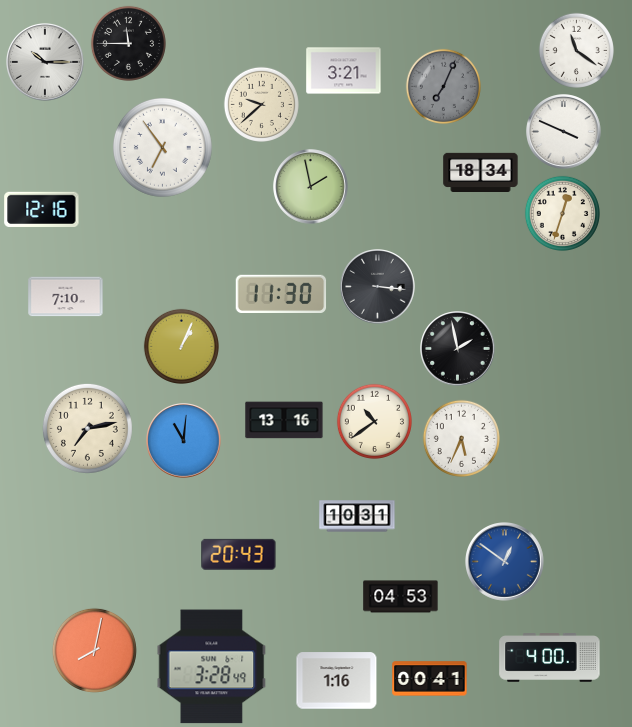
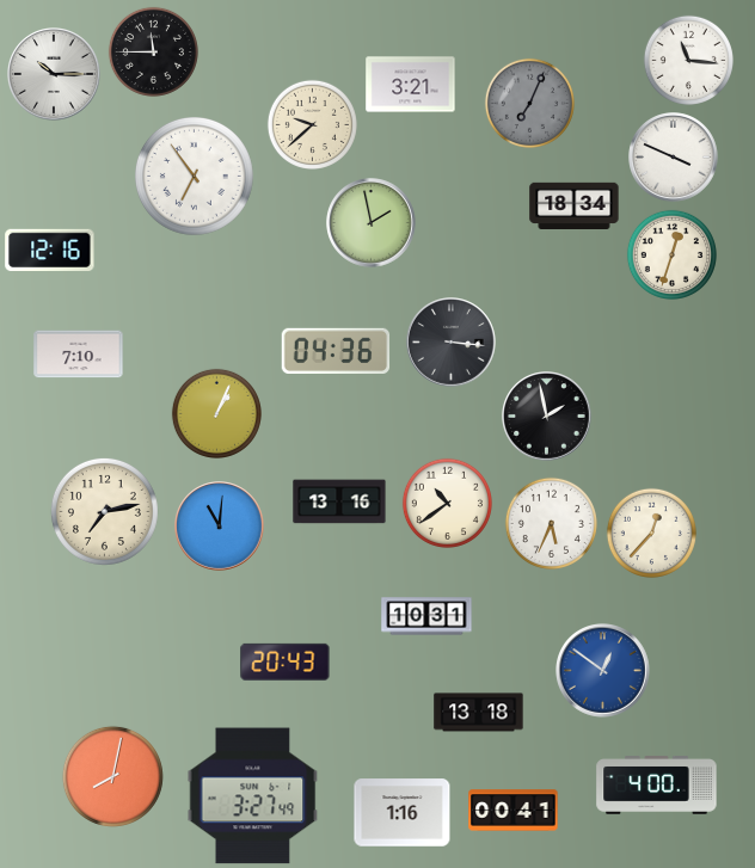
clock at (576, 50): 11:21 -> 11:16
clock at (281, 293): 11:30 -> 04:36
clock at (651, 533): none -> 12:37
clock at (401, 597): 04:53 -> 13:18
clock at (212, 667): 3:28 -> 3:27
